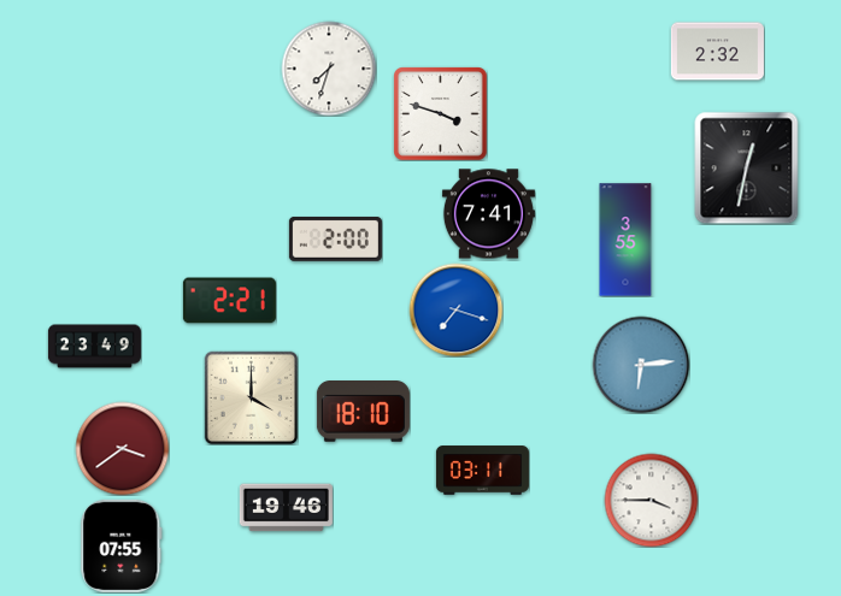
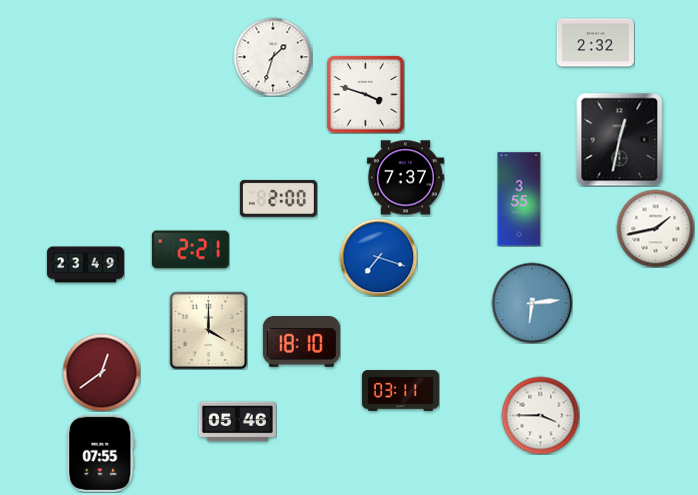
clock at (329, 69): 7:33 -> 1:33
clock at (488, 214): 7:41 -> 7:37
clock at (655, 228): none -> 1:43
clock at (94, 347) position: (94, 347) -> (85, 265)
clock at (122, 448): 3:39 -> 12:39
clock at (286, 508): 19:46 -> 05:46
